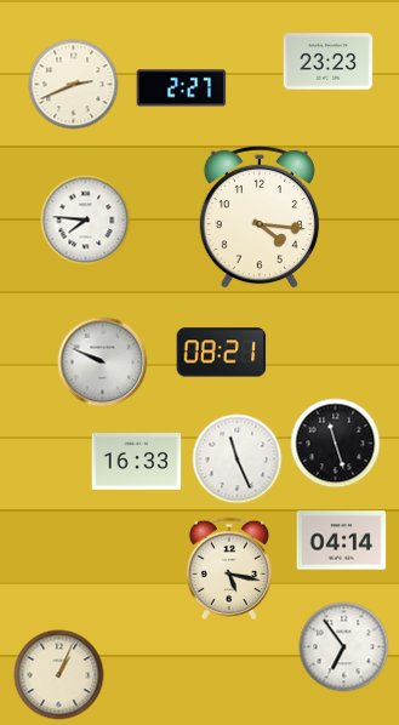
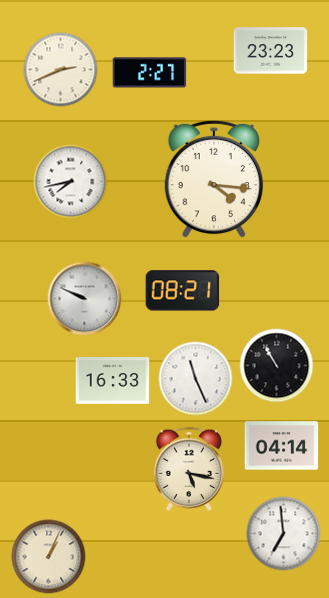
clock at (86, 221): 7:46 -> 7:43
clock at (336, 444): 11:27 -> 10:55
clock at (344, 647): 6:54 -> 6:59
